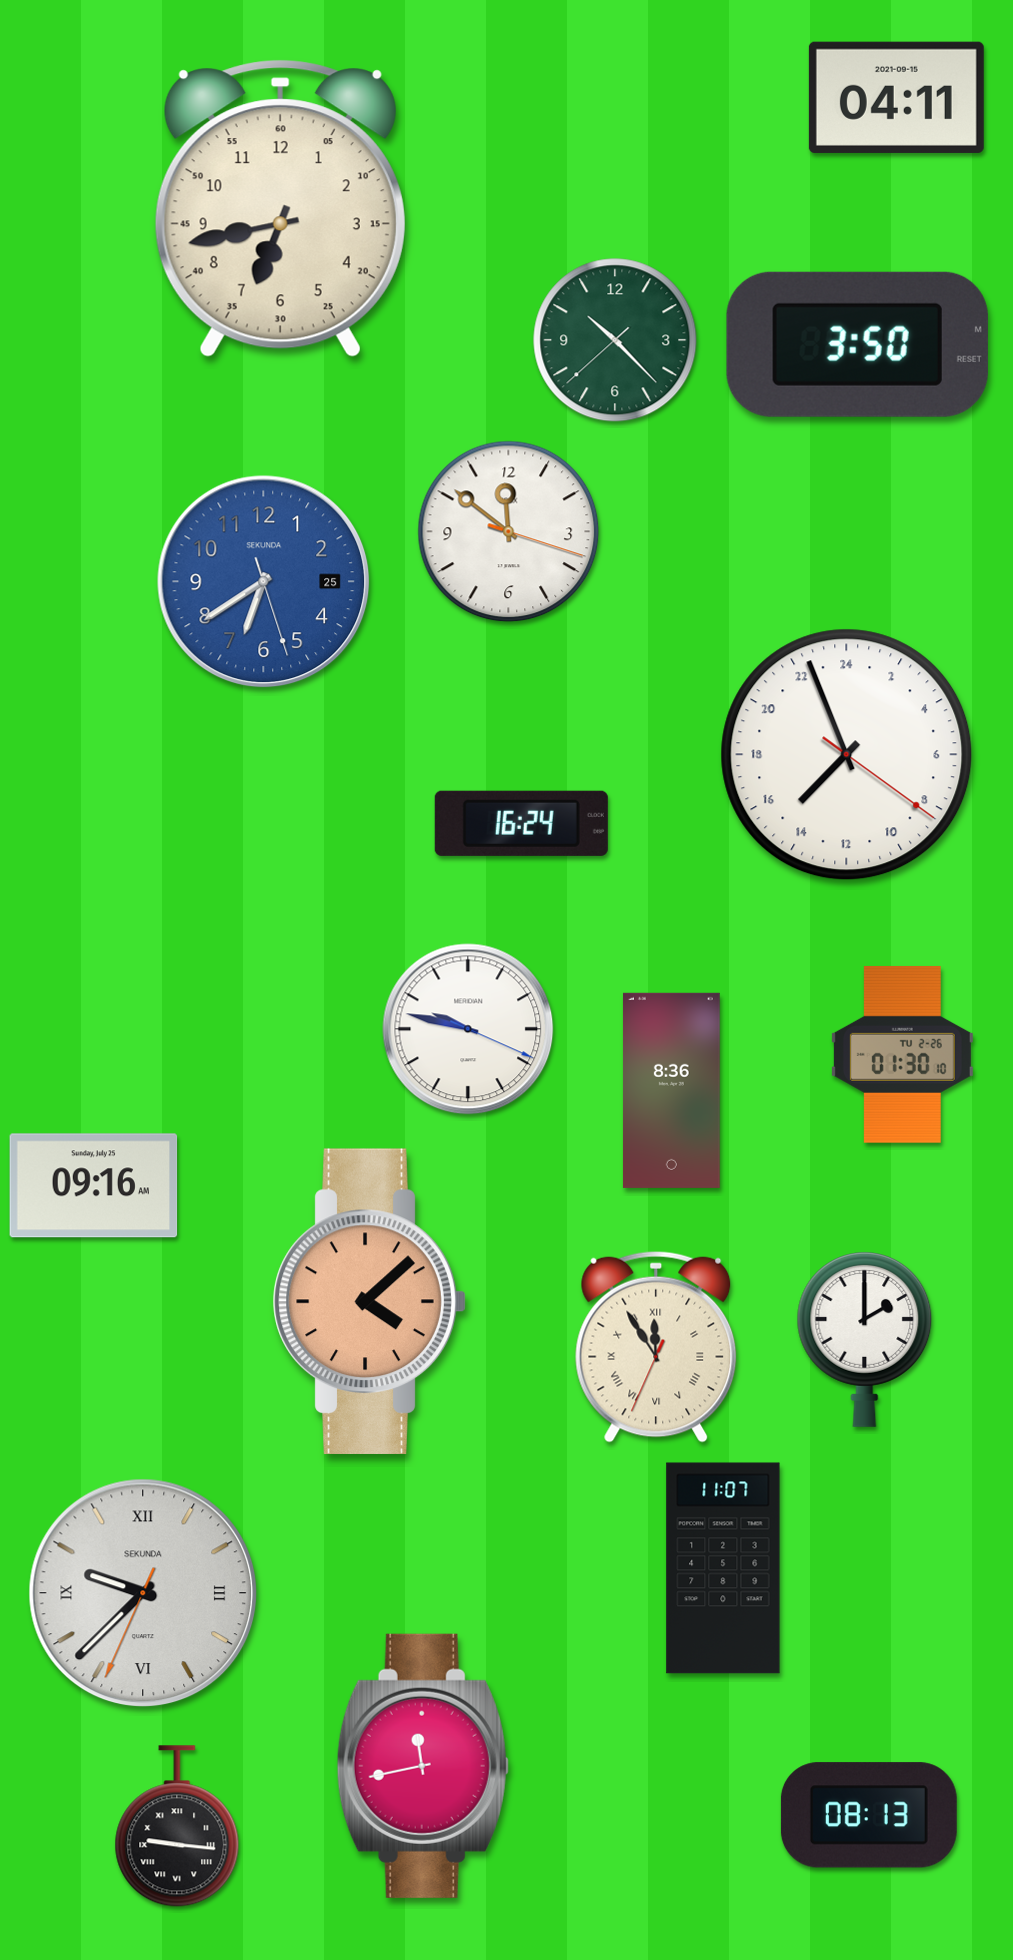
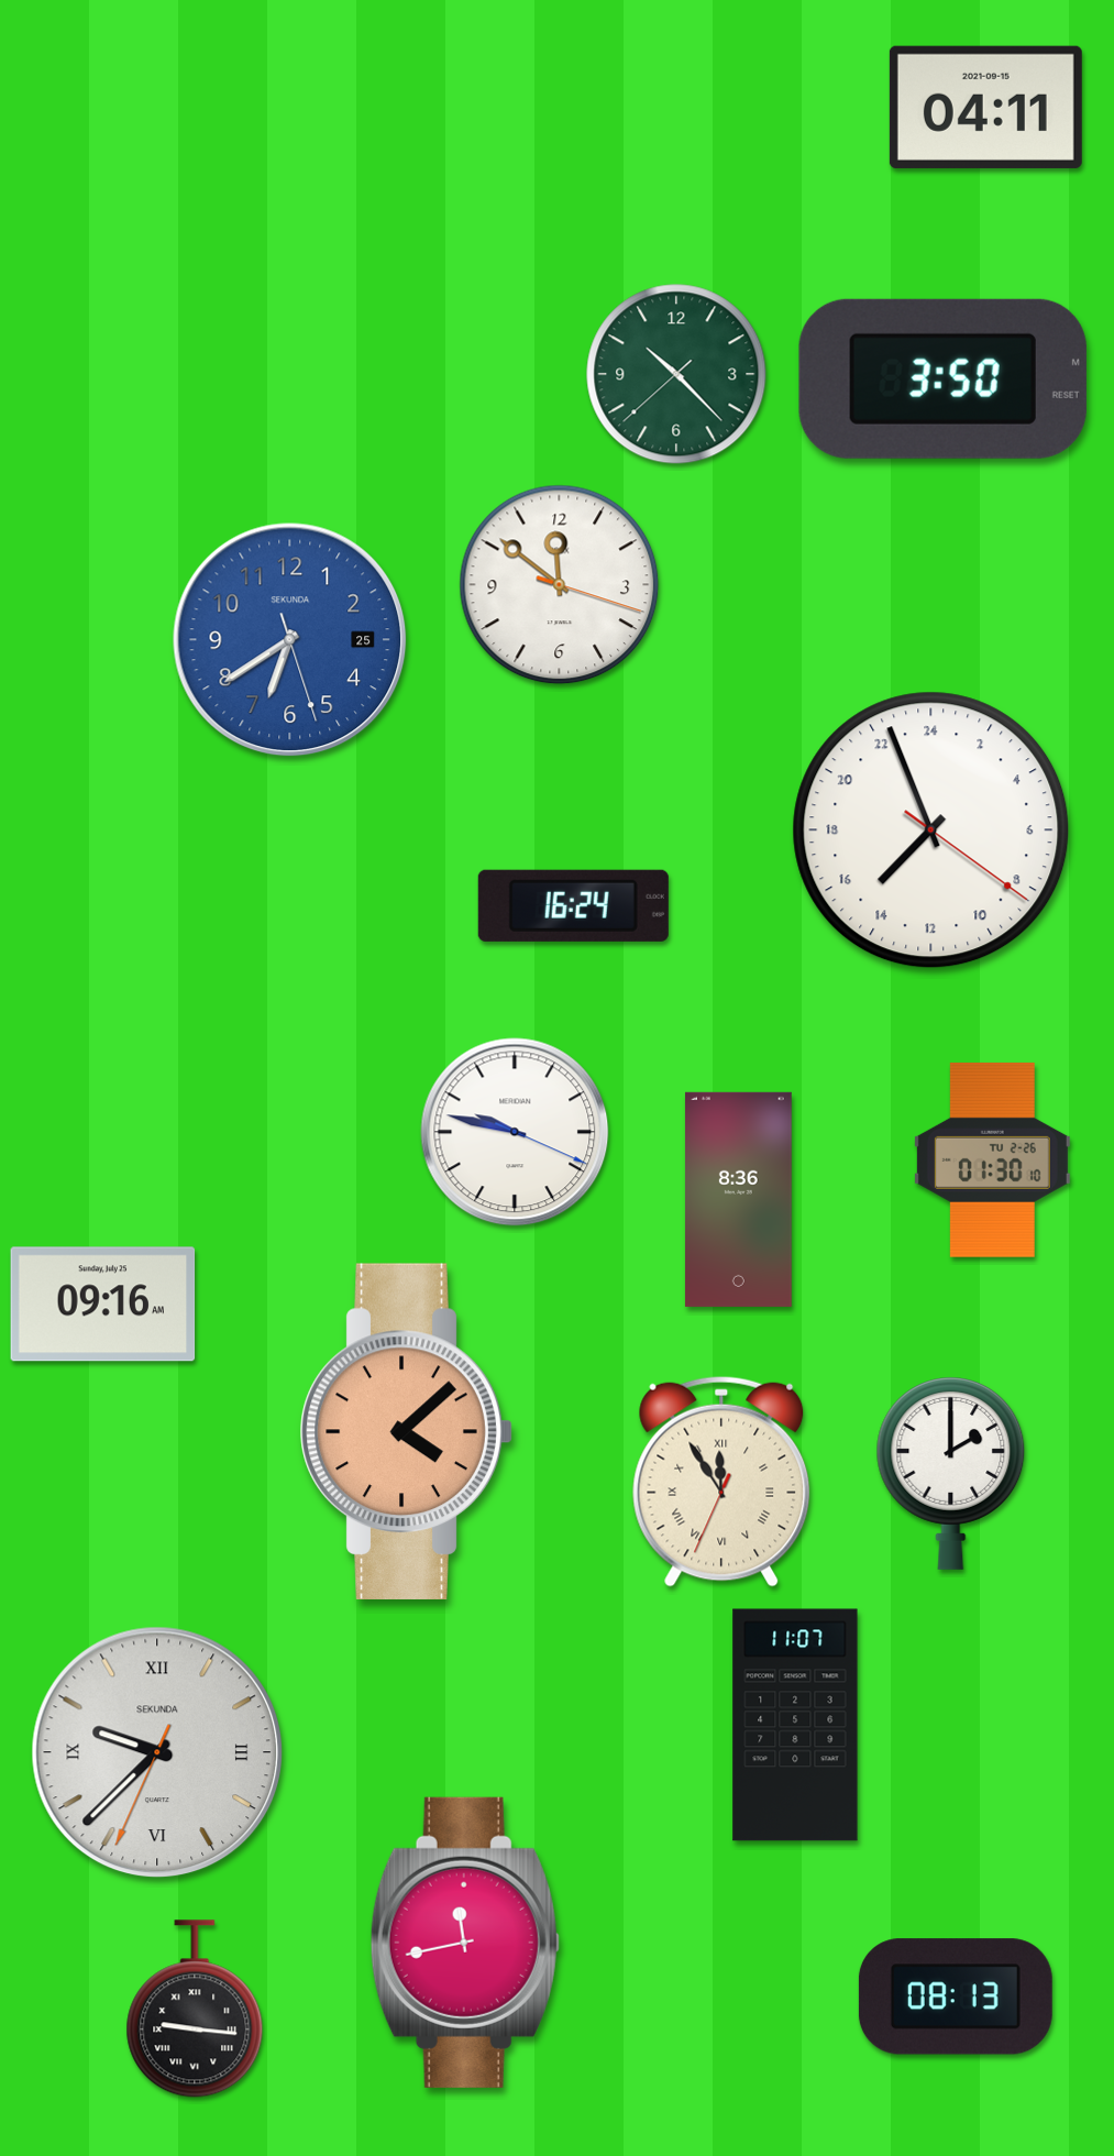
clock at (280, 208): 6:43 -> none
